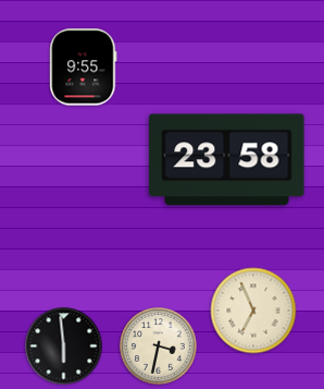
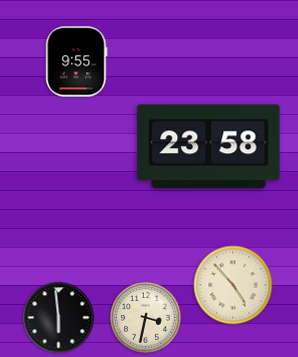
clock at (253, 311): 6:56 -> 4:53
